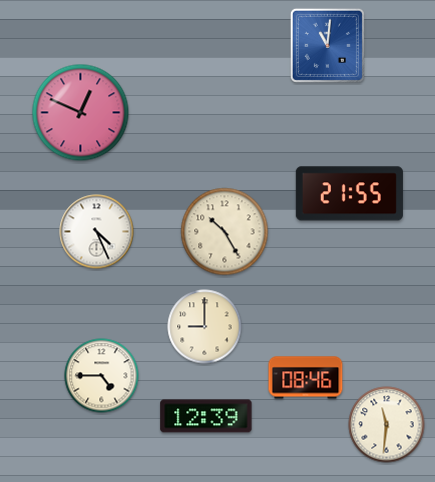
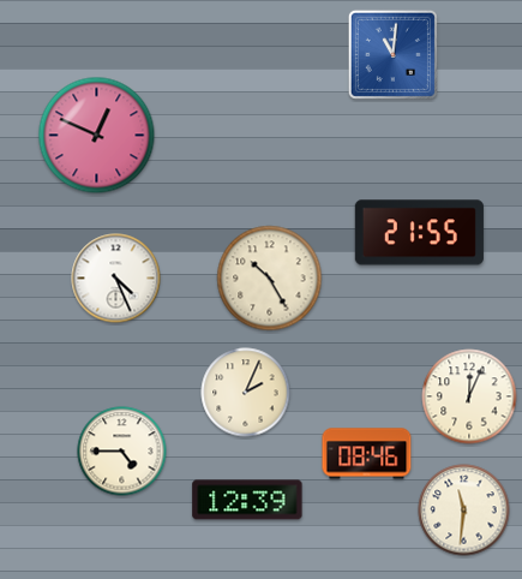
clock at (205, 327): 9:00 -> 2:04
clock at (469, 396): none -> 12:04
